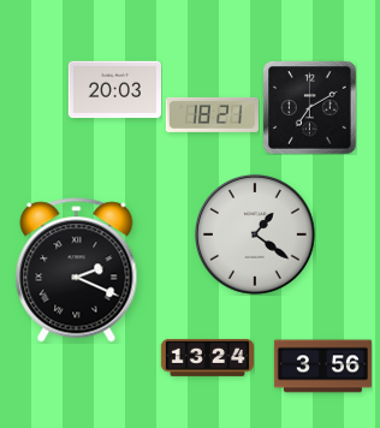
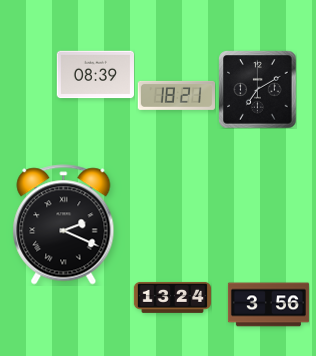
clock at (114, 90): 20:03 -> 08:39
clock at (256, 236): 1:21 -> none
